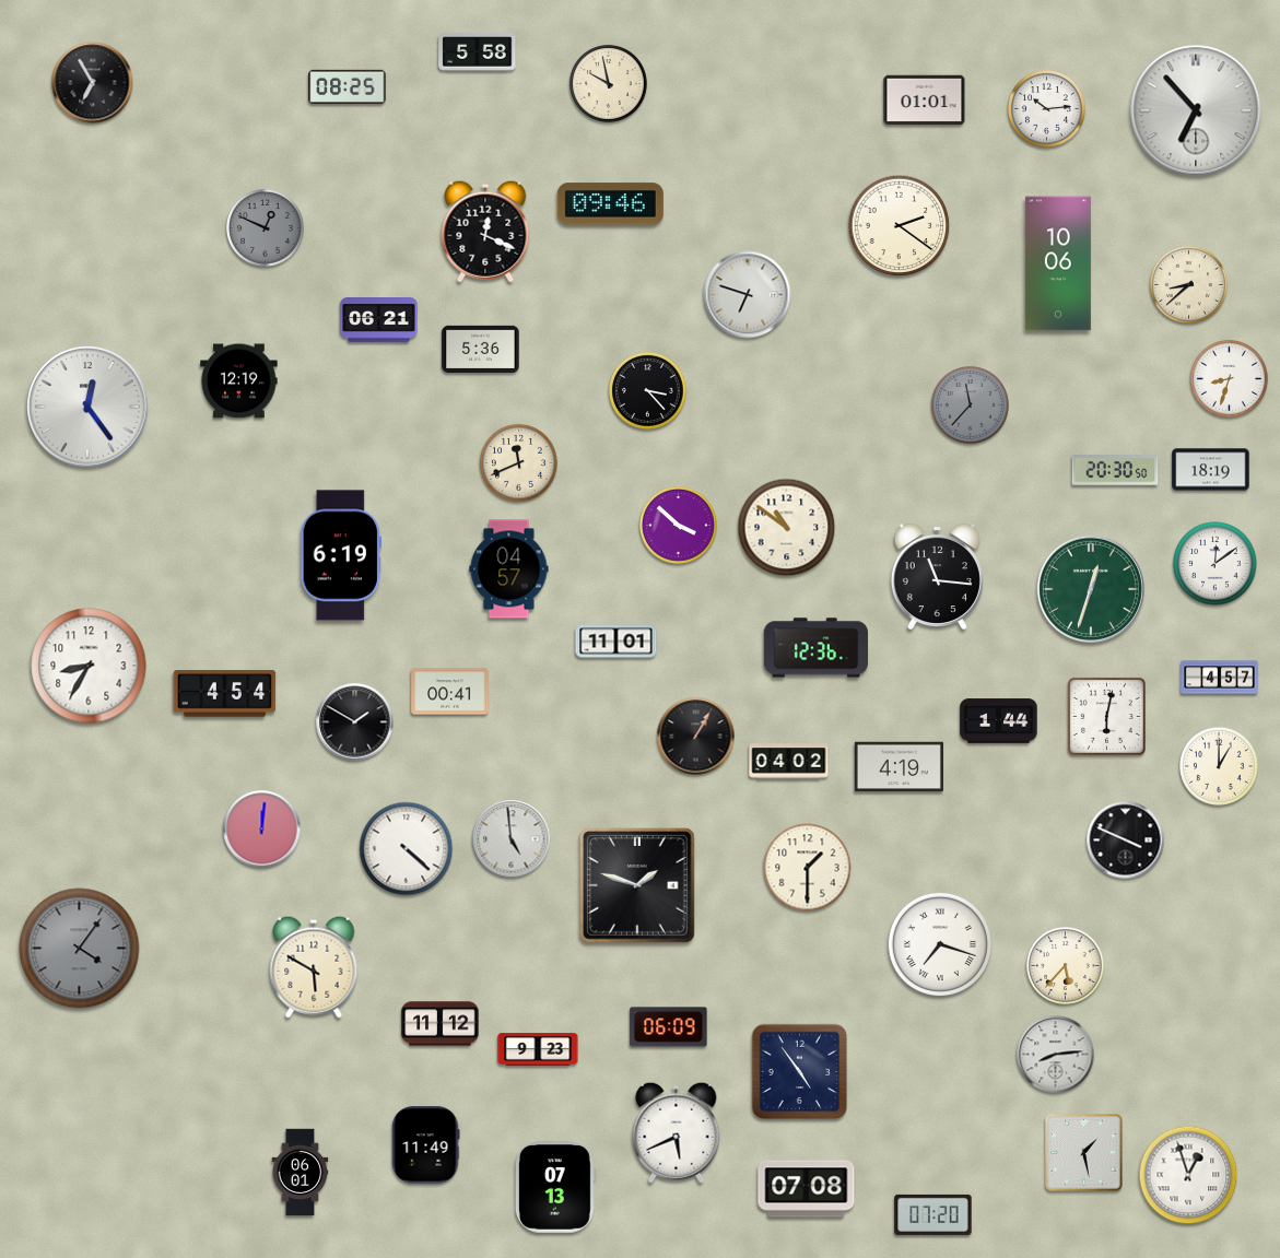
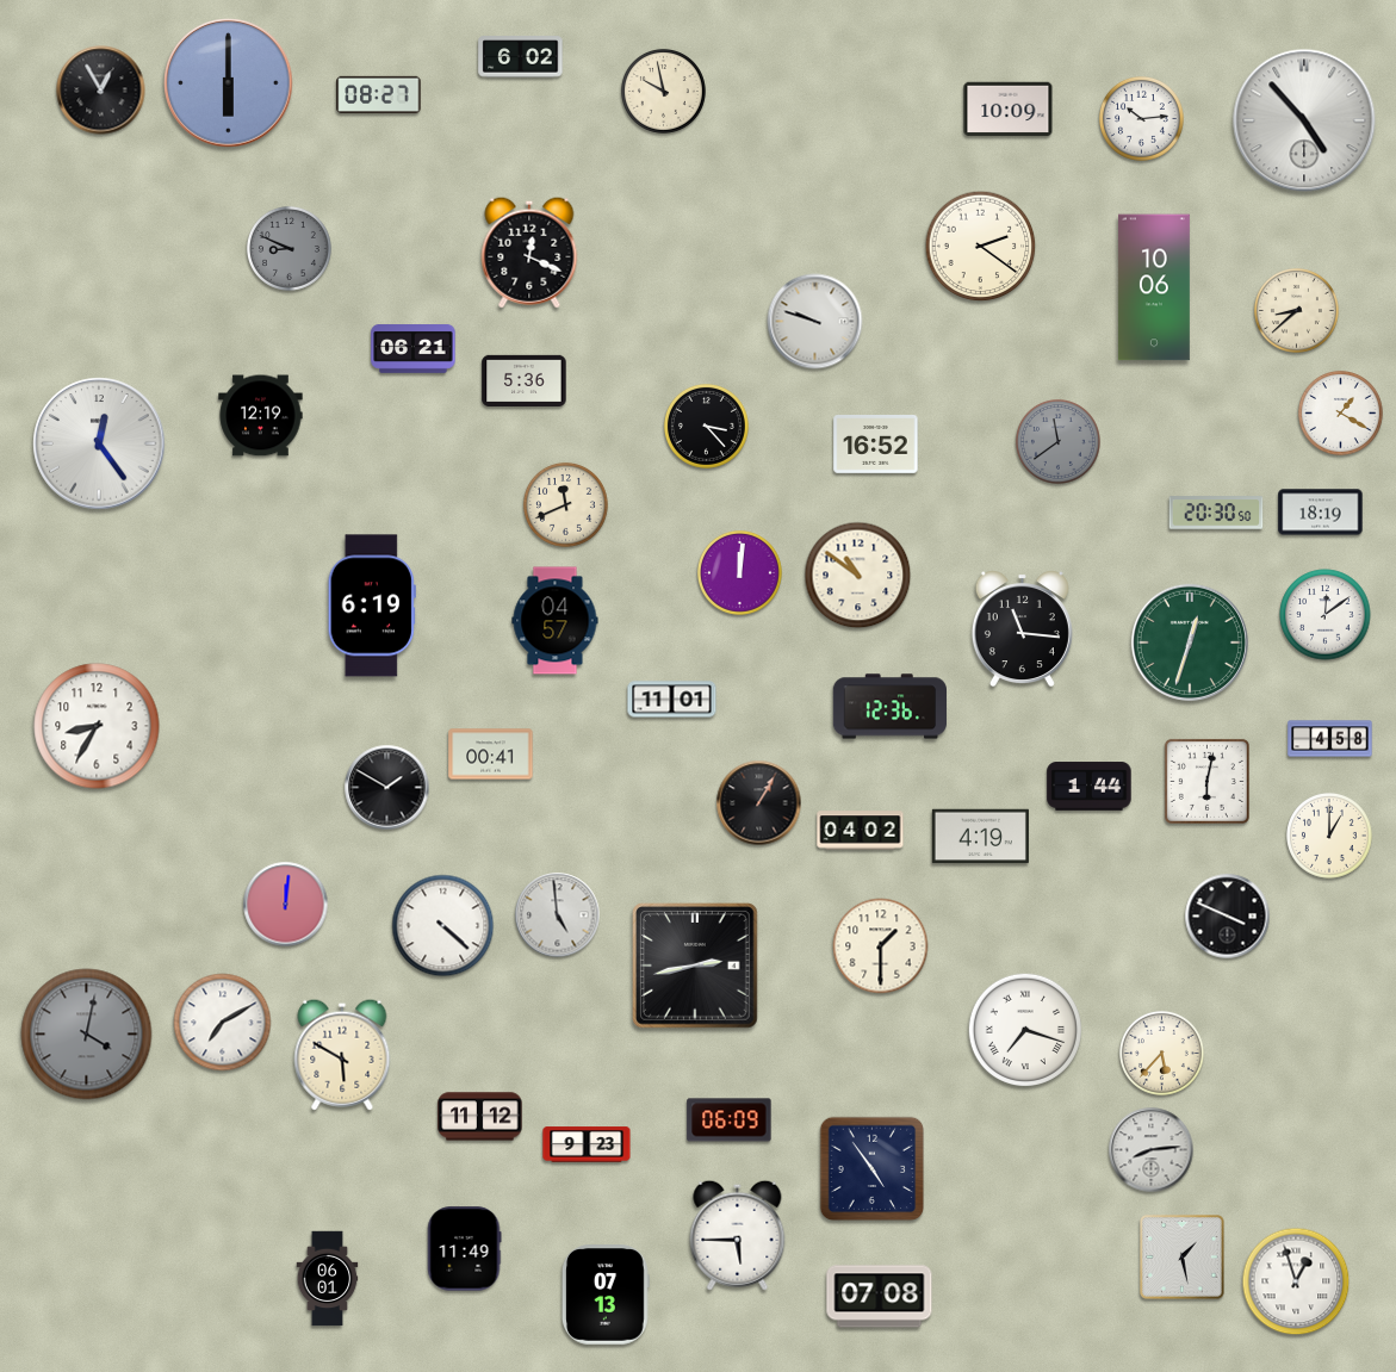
clock at (478, 52): 5:58 -> 6:02
clock at (229, 83): none -> 6:00
clock at (93, 83): 6:55 -> 12:55
clock at (348, 86): 08:25 -> 08:27
clock at (925, 101): 01:01 -> 10:09
clock at (1196, 110): 6:53 -> 4:53
clock at (610, 204): 09:46 -> none
clock at (265, 227): 12:49 -> 8:49
clock at (748, 295): 6:48 -> 9:48
clock at (1229, 378): 8:33 -> 1:20
clock at (970, 404): 11:37 -> 11:39
clock at (87, 407) position: (87, 407) -> (99, 443)
clock at (876, 445): none -> 16:52
clock at (678, 525): 3:52 -> 12:01
clock at (1220, 678): 4:57 -> 4:58
clock at (225, 694): 4:54 -> none
clock at (638, 886): 1:48 -> 2:43
clock at (223, 1023): none -> 7:10
clock at (80, 949): 4:06 -> 4:02
clock at (677, 1132): 5:41 -> 5:45
clock at (933, 1214): 07:20 -> none
